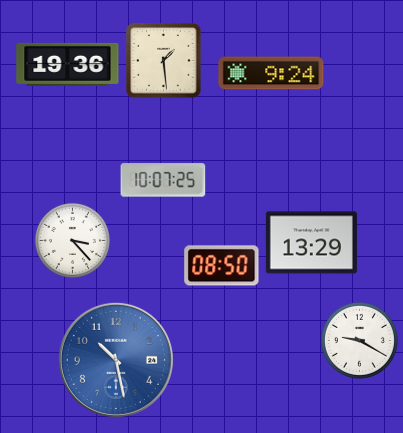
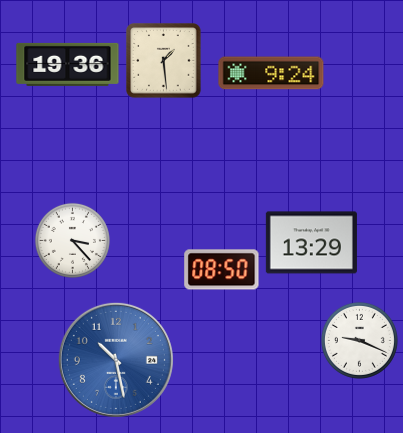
clock at (163, 180): 10:07 -> none
clock at (222, 266) position: (222, 266) -> (222, 270)
clock at (359, 340): 9:20 -> 9:19
